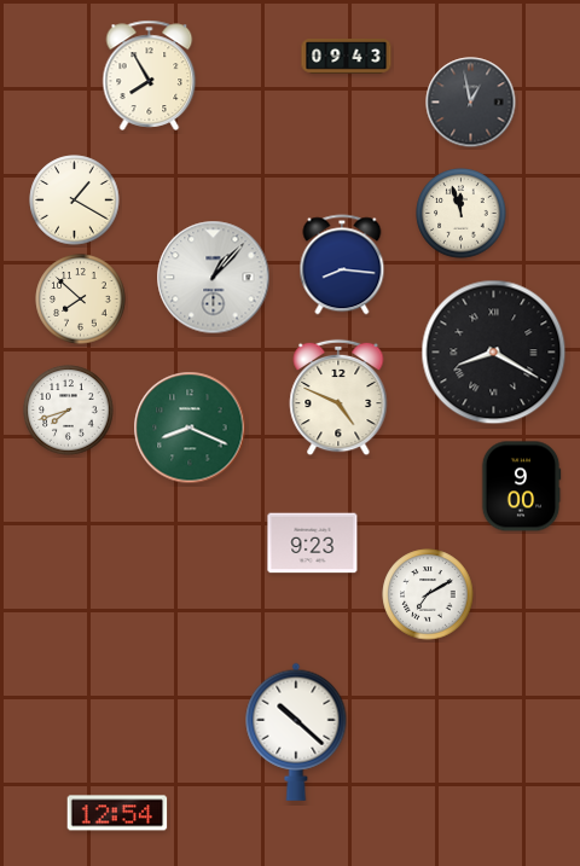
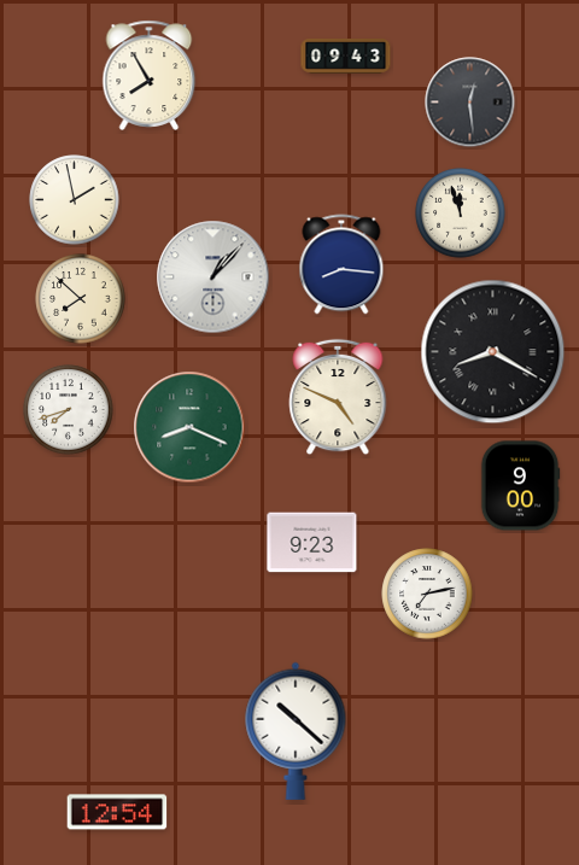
clock at (471, 103): 12:58 -> 12:29
clock at (75, 200): 1:20 -> 1:58
clock at (428, 594): 7:10 -> 7:13
